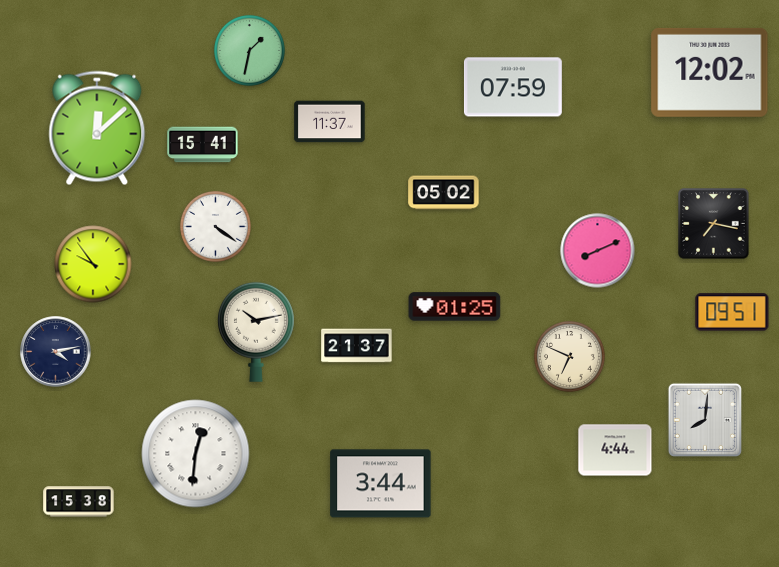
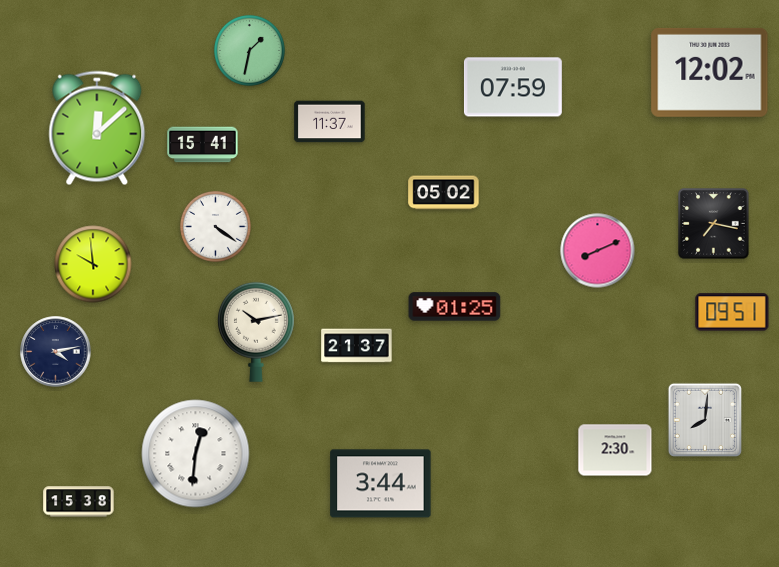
clock at (93, 264): 9:54 -> 9:59
clock at (569, 356): 6:49 -> none
clock at (615, 450): 4:44 -> 2:30
